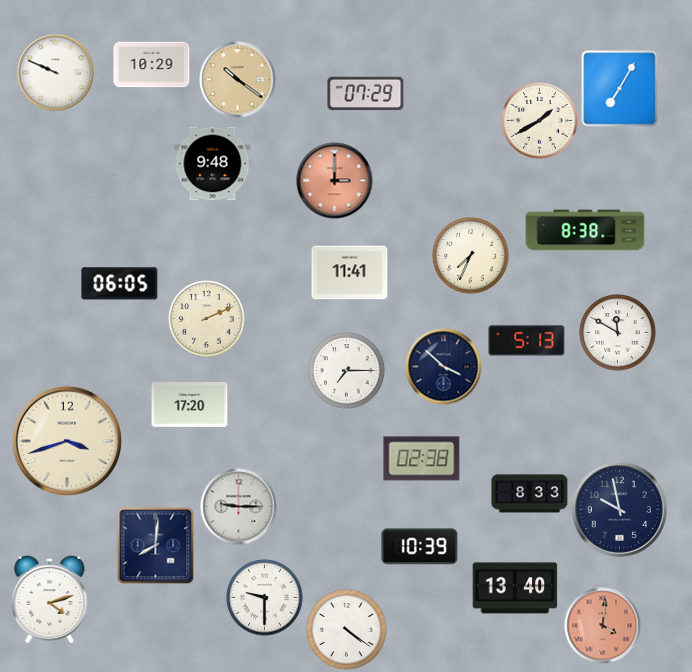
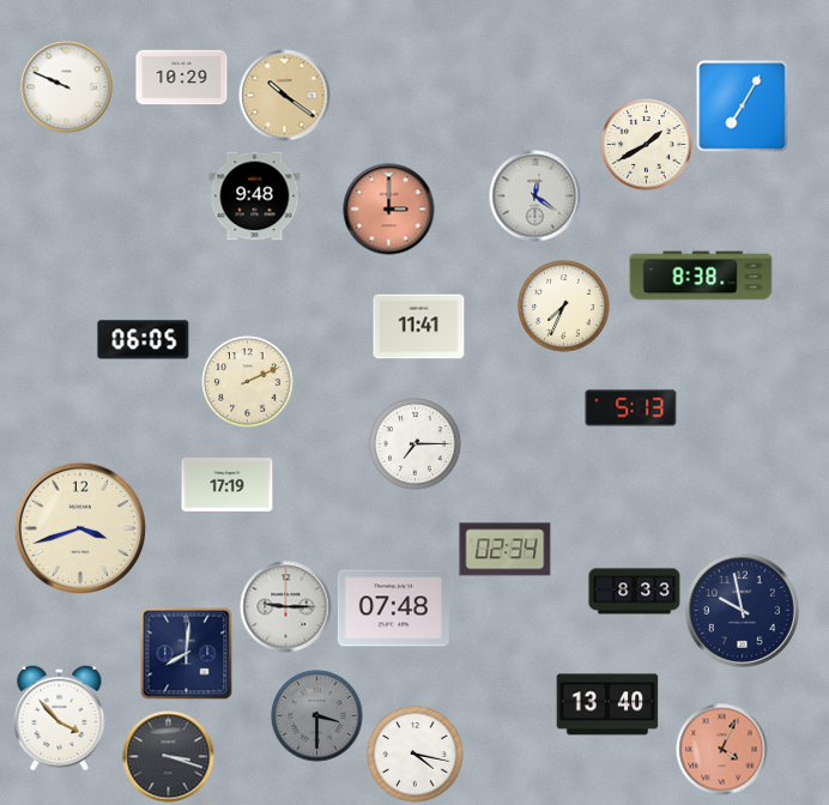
clock at (366, 94): 07:29 -> none
clock at (535, 196): none -> 12:21
clock at (335, 181) position: (335, 181) -> (389, 210)
clock at (618, 333): 11:50 -> none
clock at (444, 367): 3:52 -> none
clock at (190, 405): 17:20 -> 17:19
clock at (422, 459): 02:38 -> 02:34
clock at (393, 609): none -> 07:48
clock at (420, 547): 10:39 -> none
clock at (515, 588) position: (515, 588) -> (607, 704)
clock at (265, 598): 9:30 -> 3:30
clock at (265, 598) dial: white -> grey
clock at (50, 599): 4:12 -> 3:53
clock at (603, 626): 4:01 -> 4:04
clock at (347, 630): 4:21 -> 4:17
clock at (169, 757): none -> 3:18
